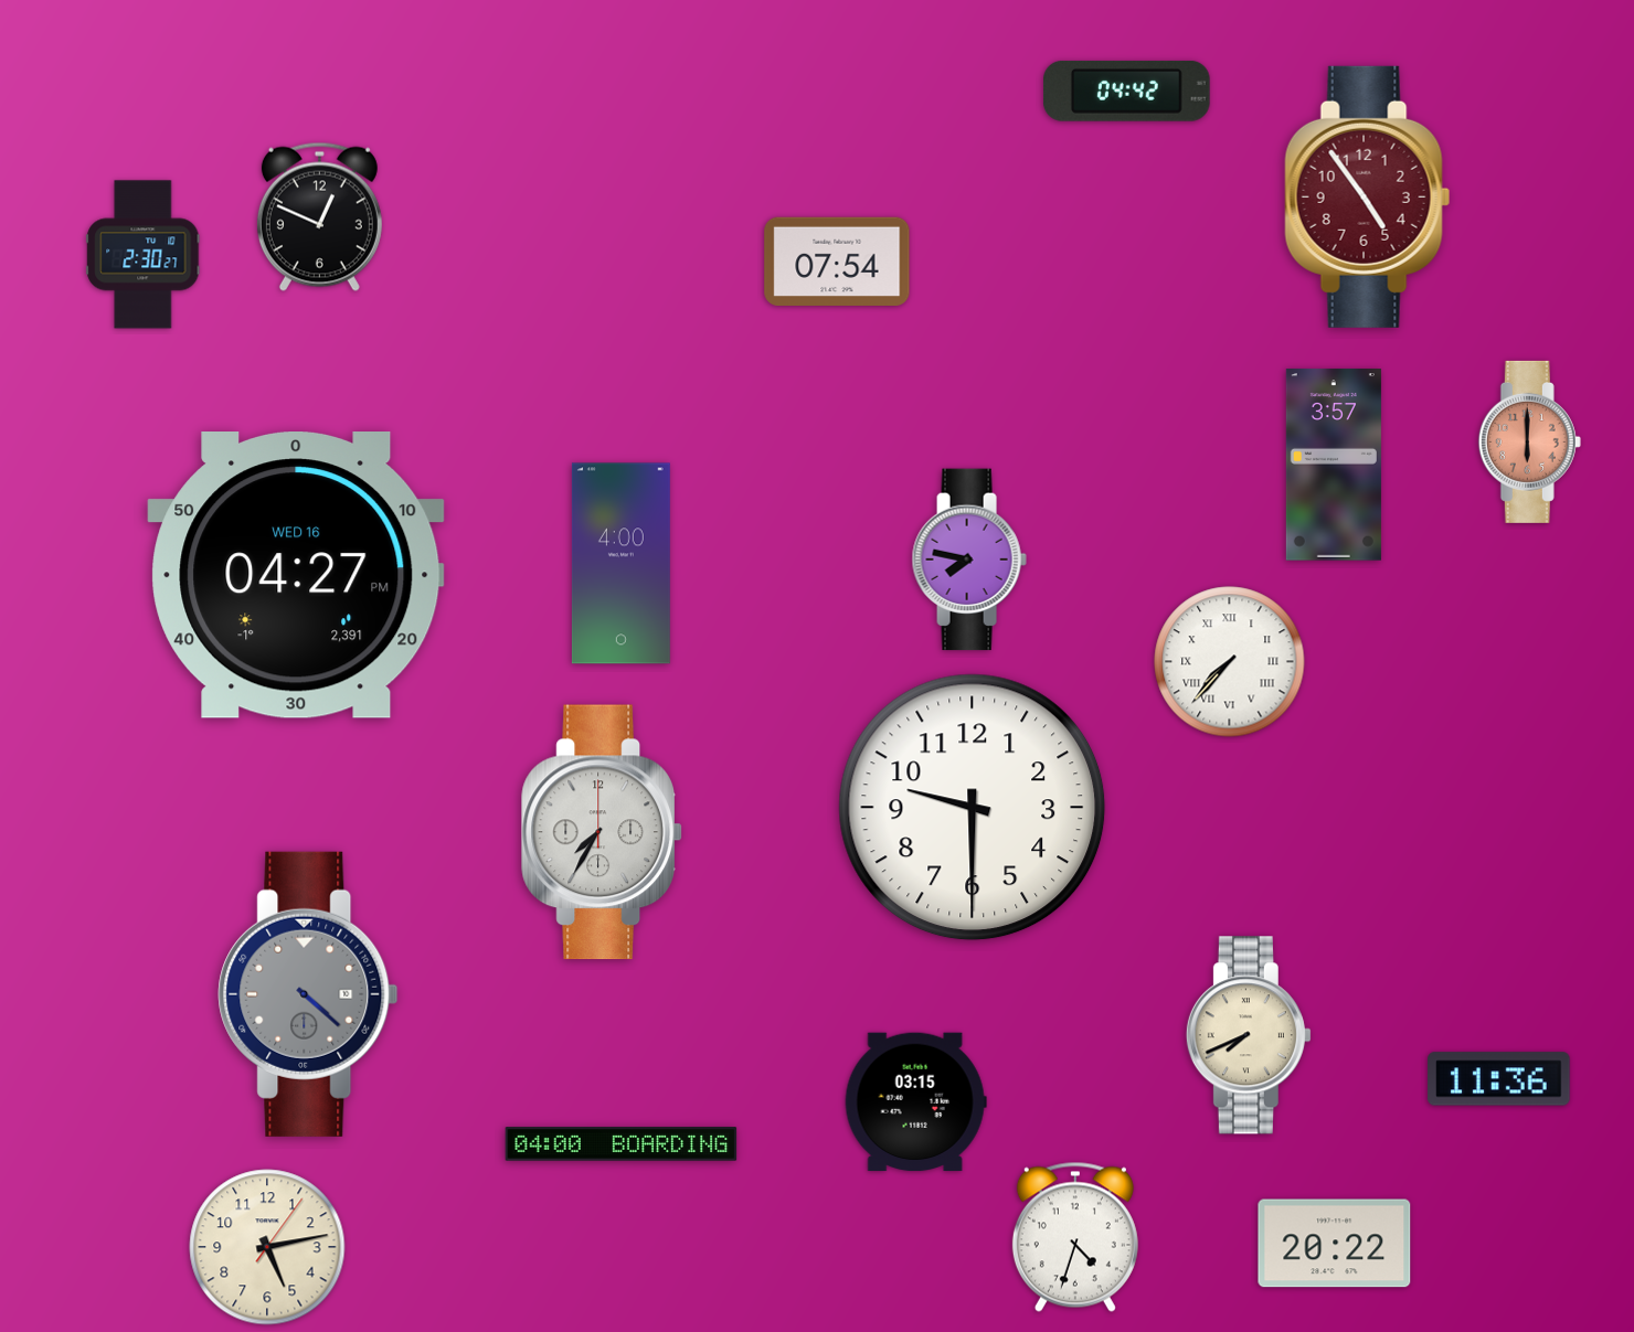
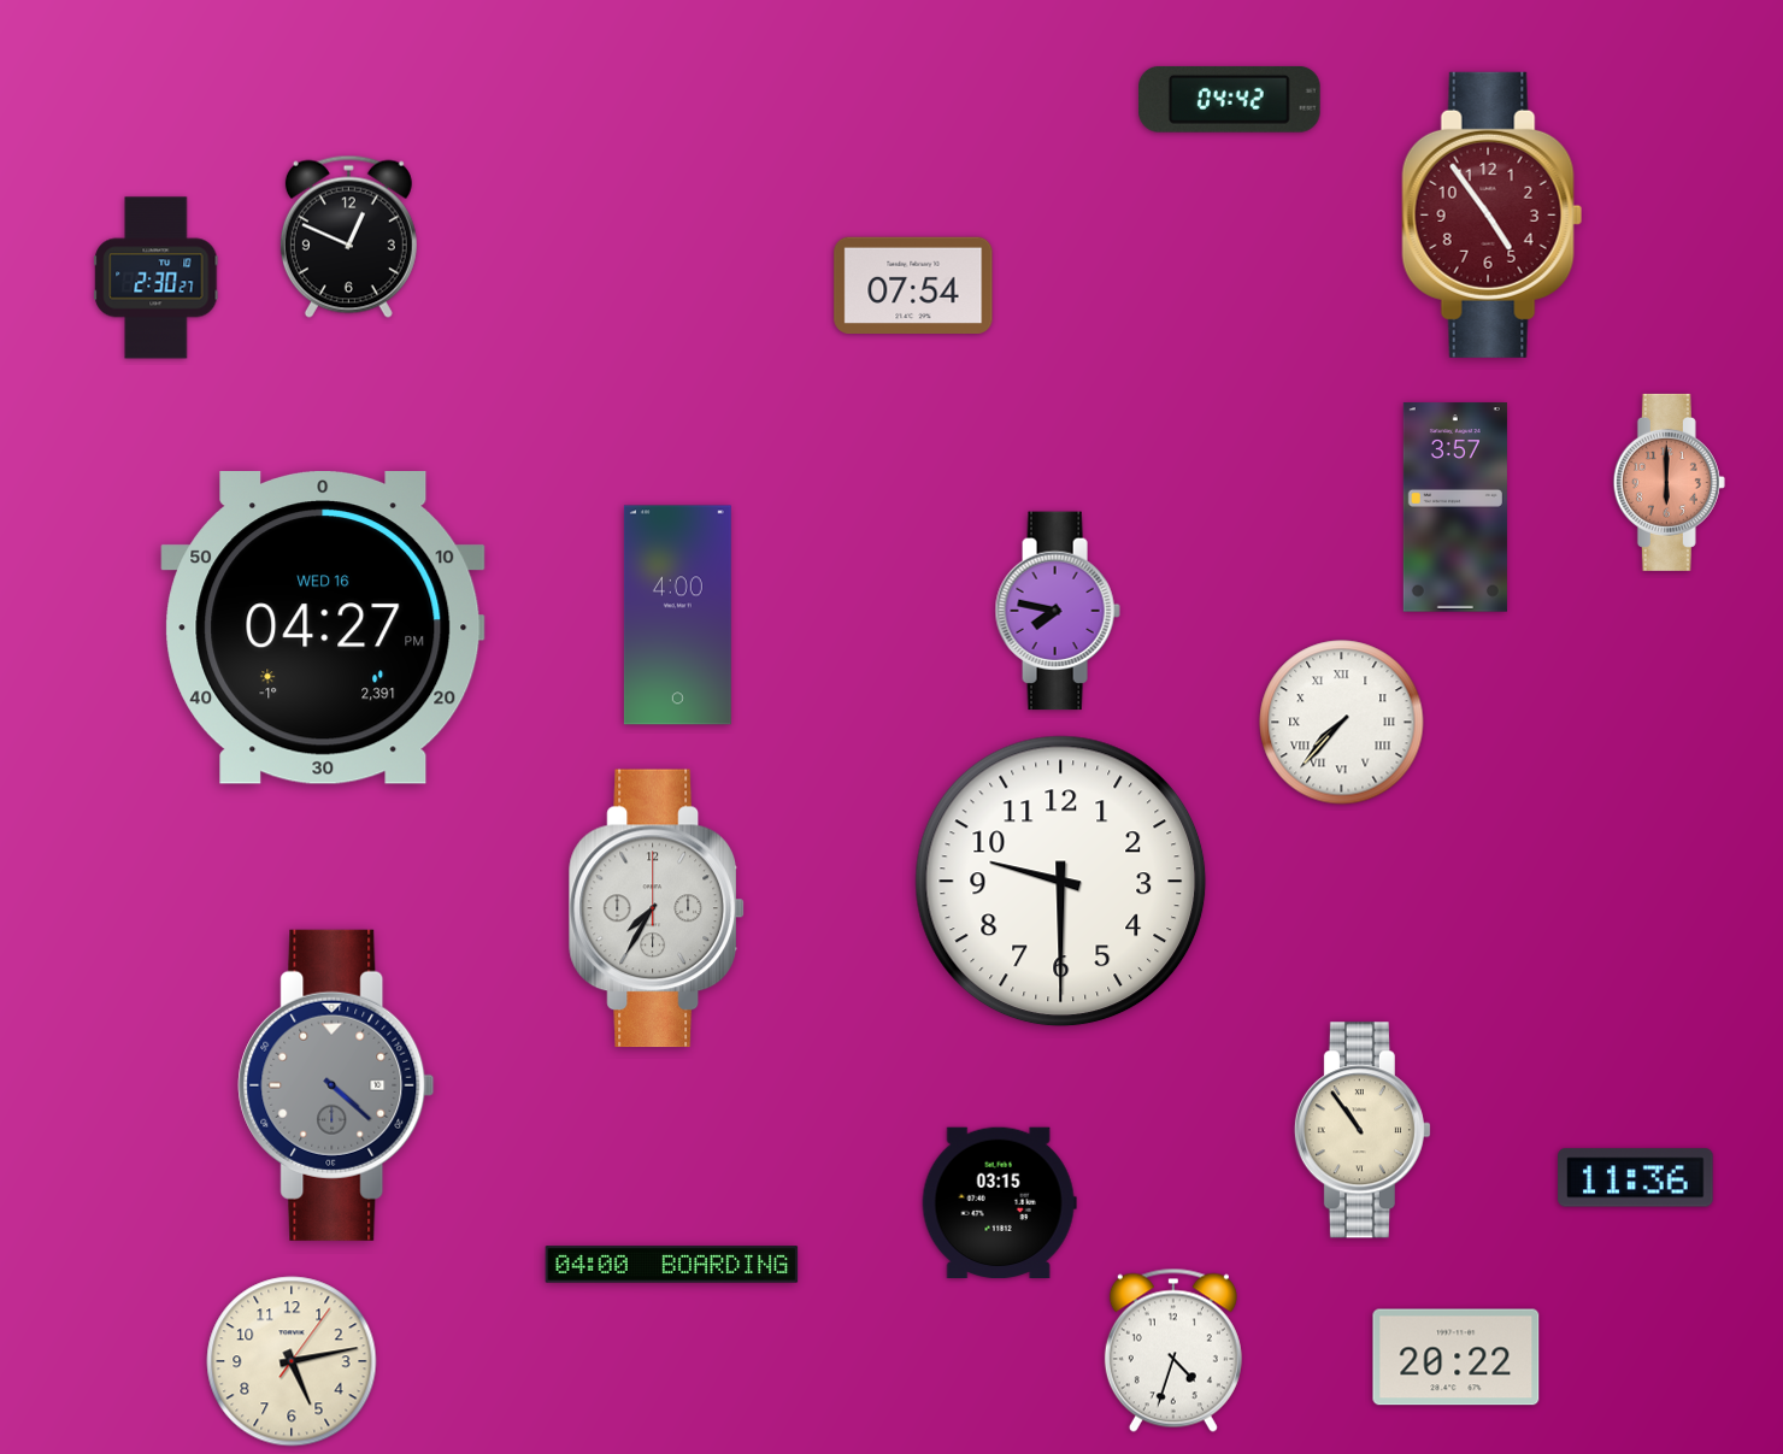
clock at (1249, 1035): 7:41 -> 10:54
clock at (622, 1144) position: (622, 1144) -> (672, 1265)
